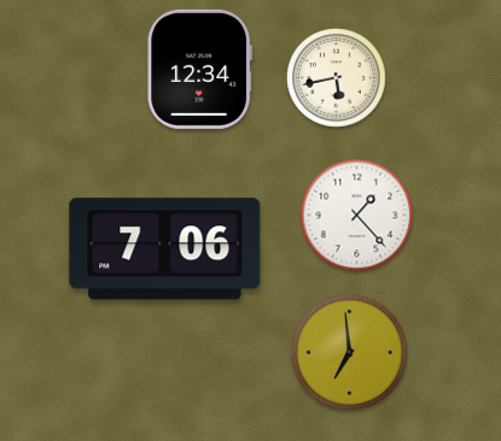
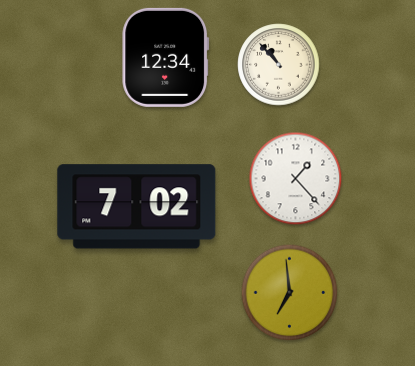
clock at (337, 78): 5:43 -> 10:53
clock at (165, 249): 7:06 -> 7:02
